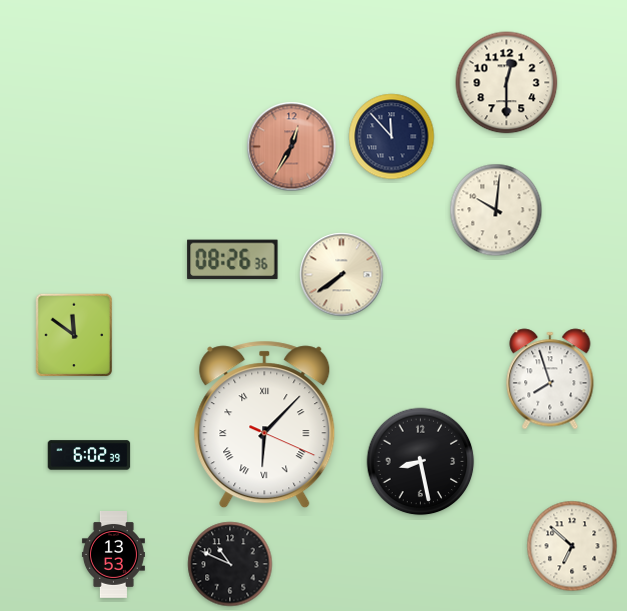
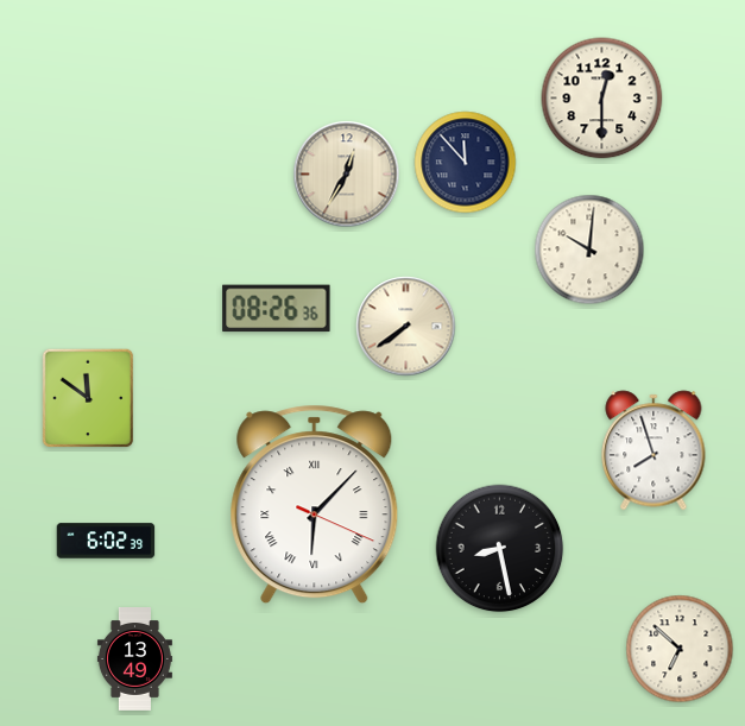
clock at (292, 147) dial: salmon -> cream
clock at (113, 555): 13:53 -> 13:49
clock at (230, 564): 10:49 -> none
